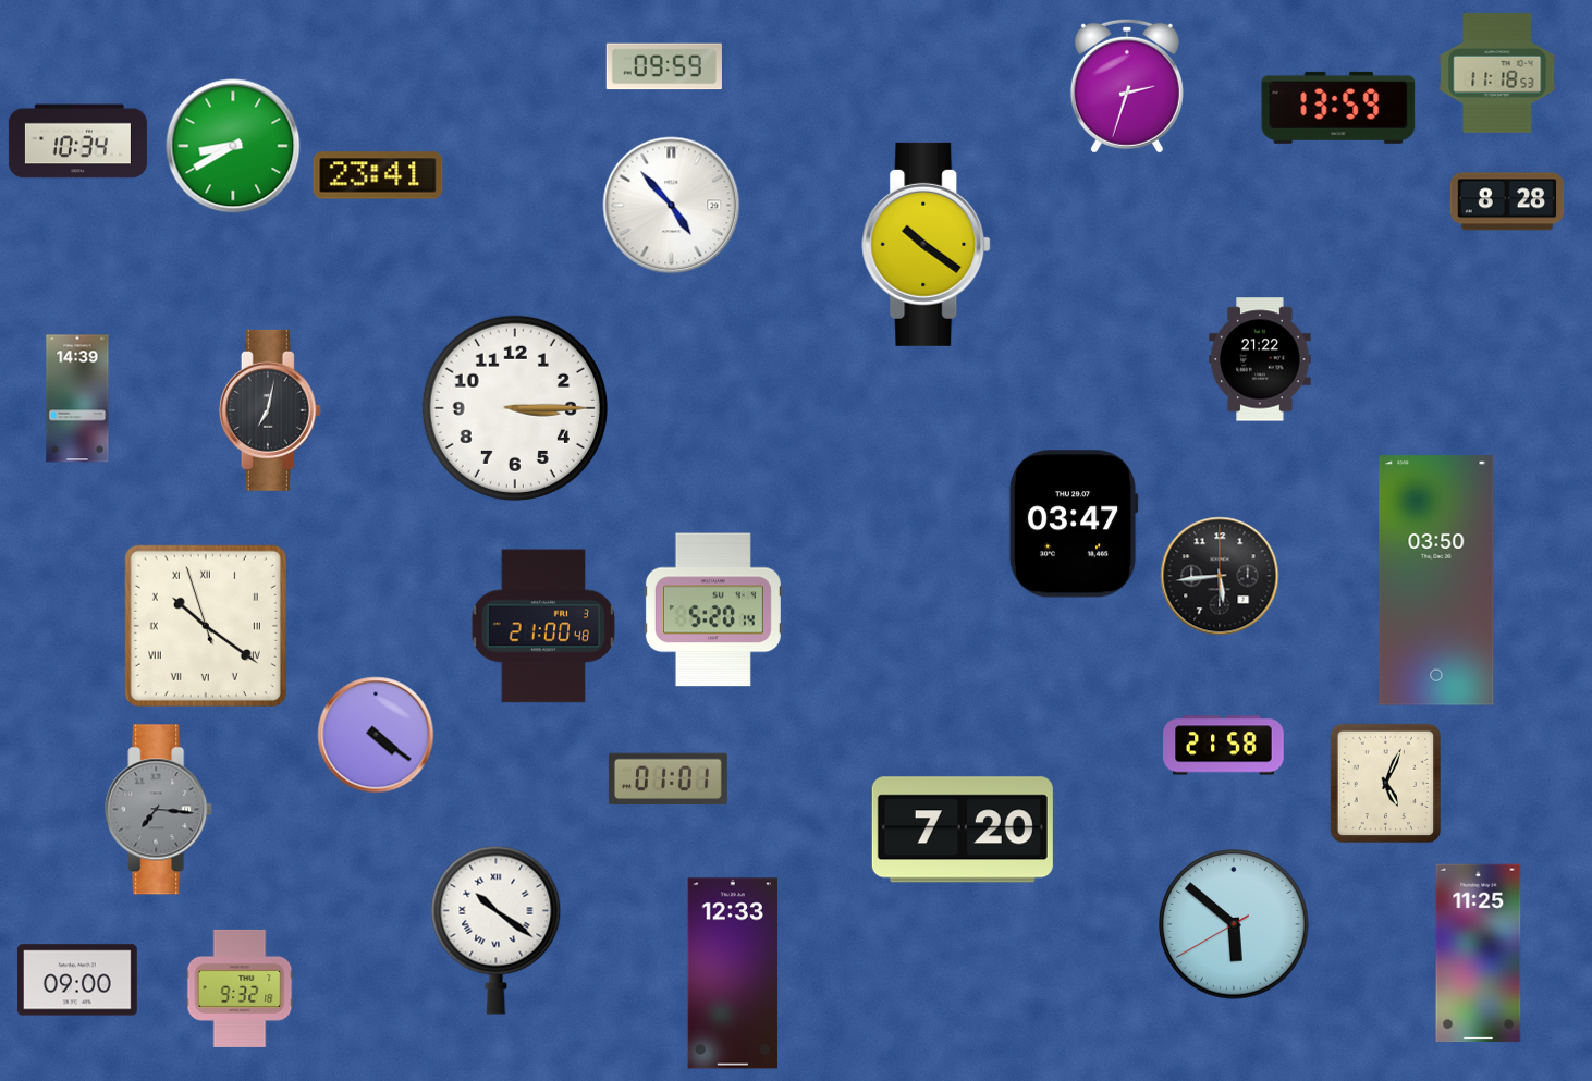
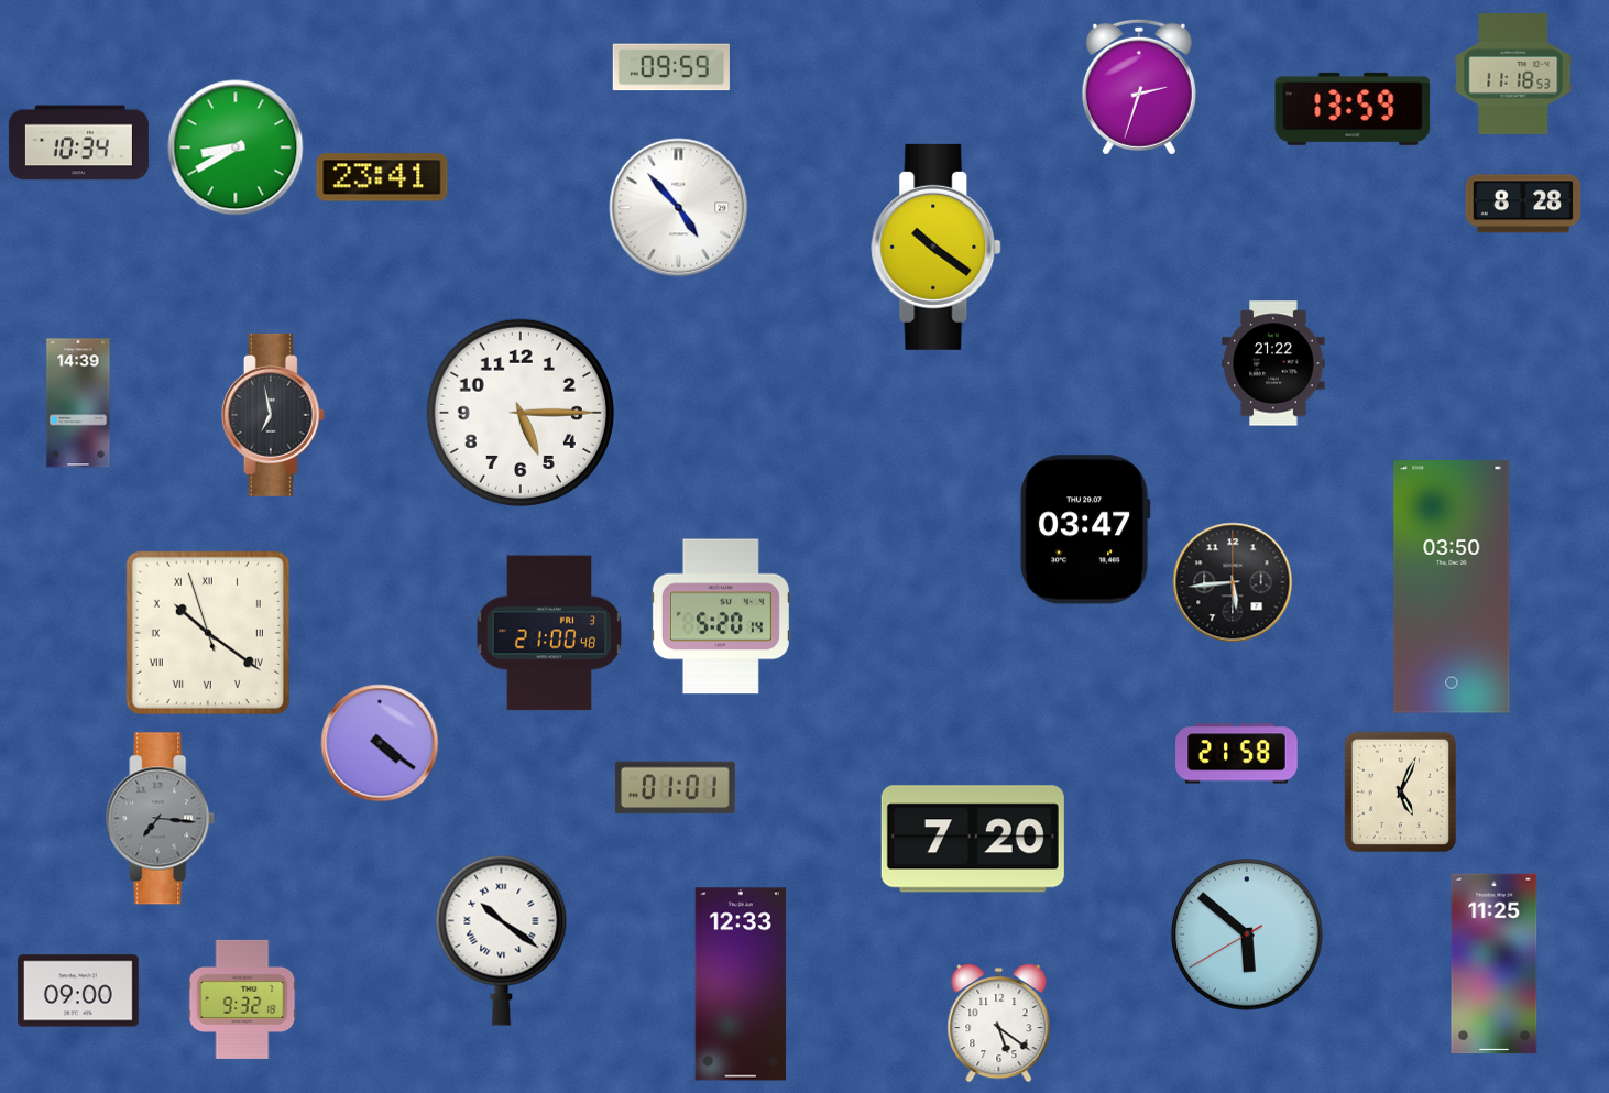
clock at (515, 408): 3:15 -> 5:15
clock at (270, 410): 7:02 -> 6:58
clock at (999, 1024): none -> 5:21
